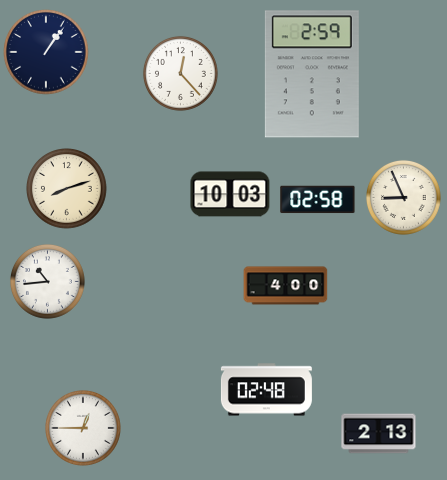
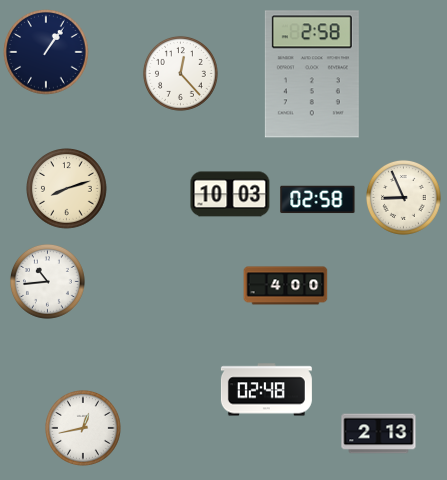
clock at (312, 74): 2:59 -> 2:58
clock at (84, 429): 12:45 -> 12:43
